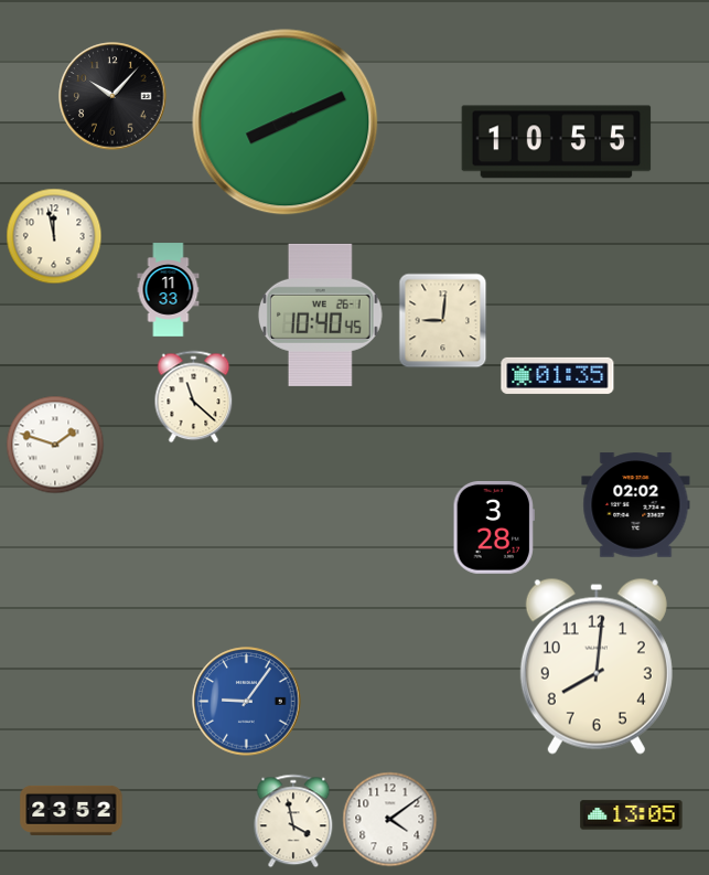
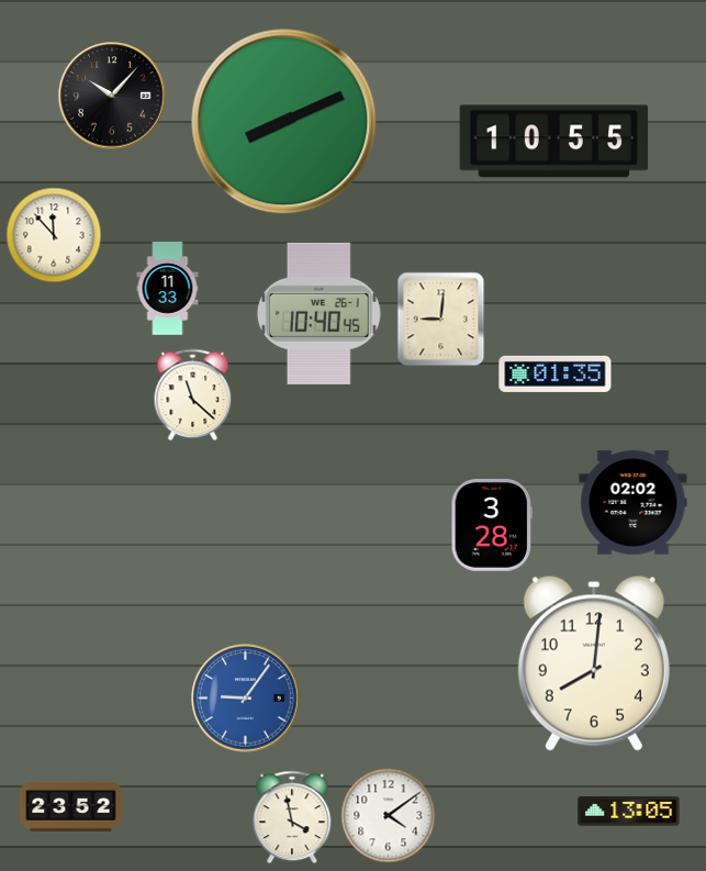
clock at (54, 236): 11:58 -> 11:53
clock at (55, 445): 1:48 -> none
